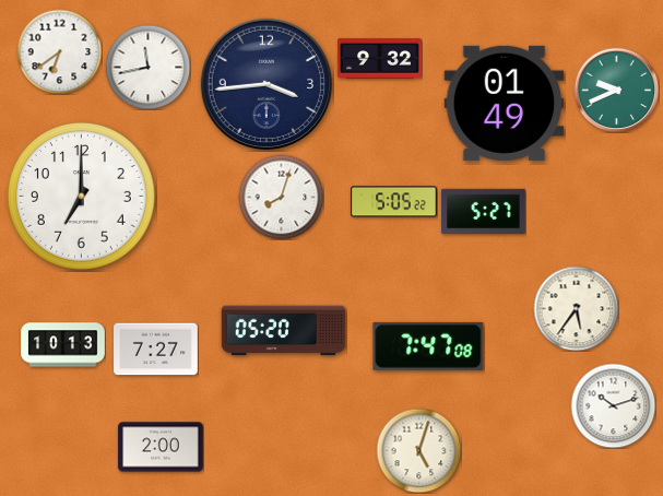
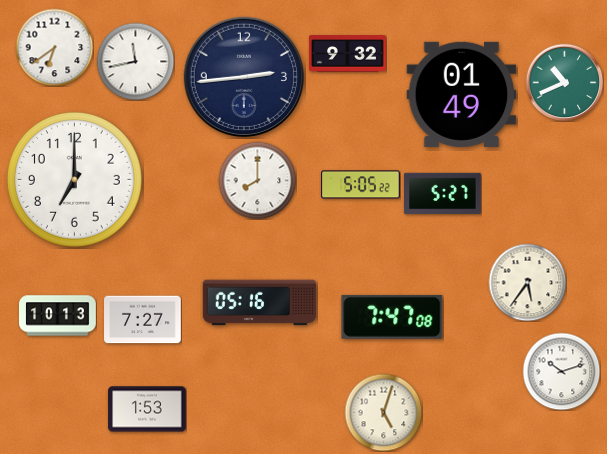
clock at (267, 84): 3:44 -> 2:44
clock at (616, 90): 9:41 -> 10:41
clock at (281, 197): 8:03 -> 8:00
clock at (284, 331): 05:20 -> 05:16
clock at (161, 447): 2:00 -> 1:53
